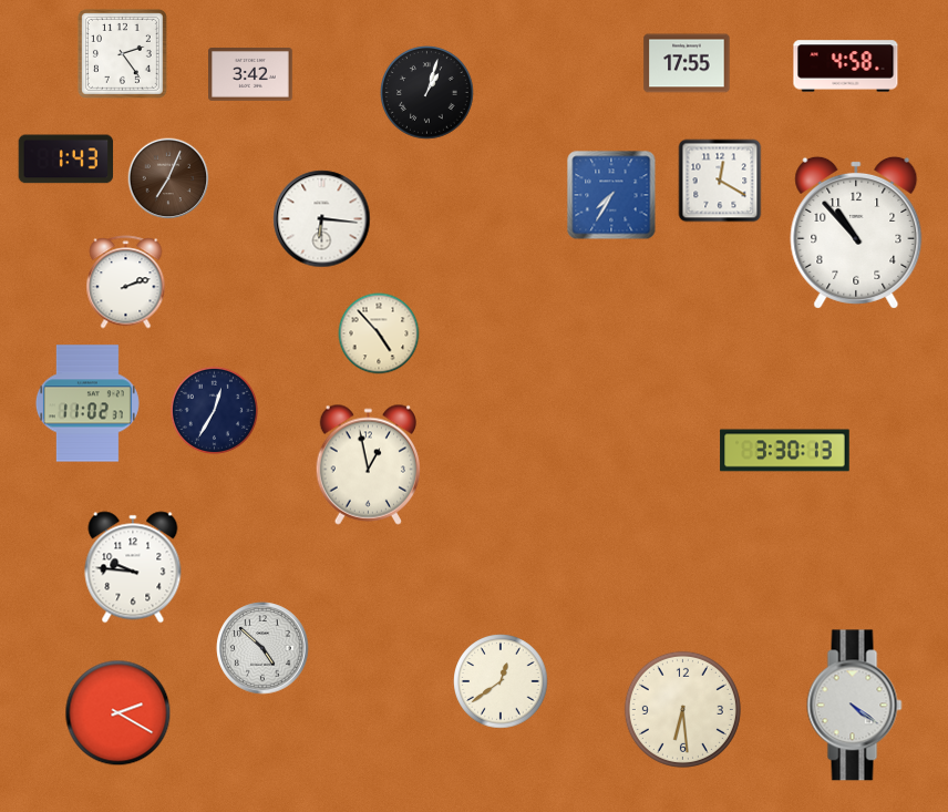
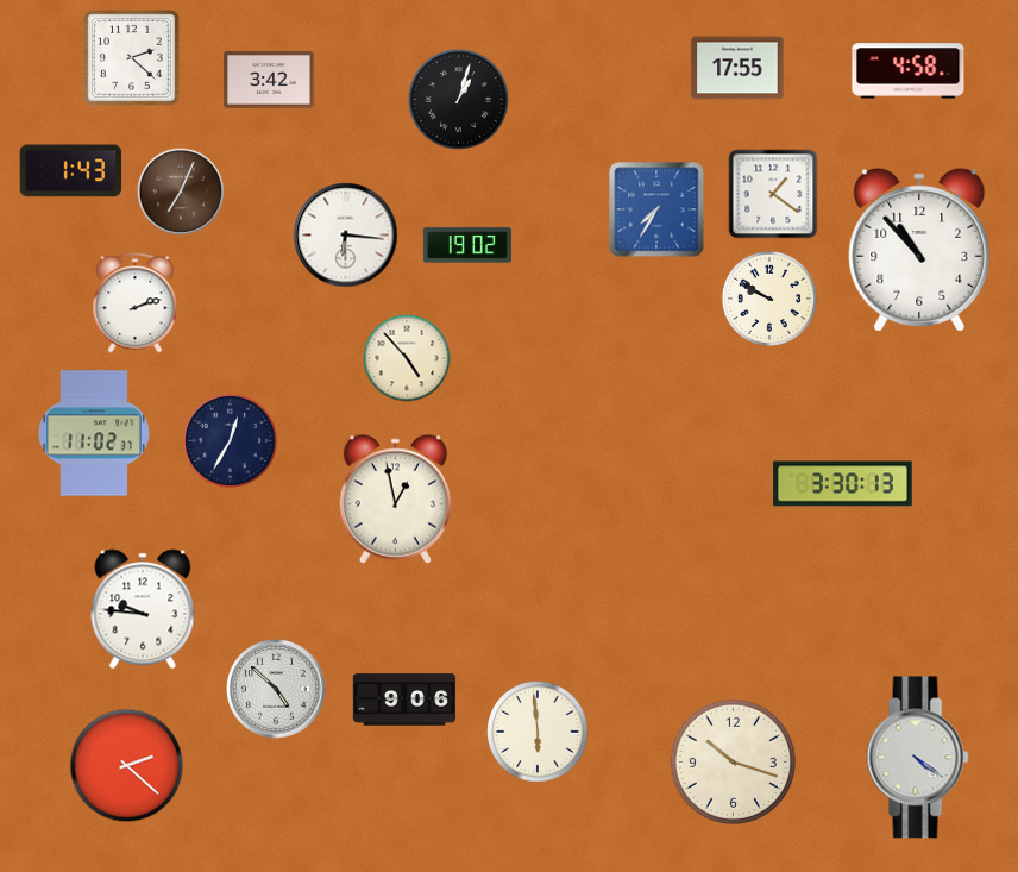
clock at (122, 53): 2:24 -> 2:22
clock at (720, 181): 12:20 -> 1:21
clock at (467, 245): none -> 19:02
clock at (768, 297): none -> 9:50
clock at (262, 648) position: (262, 648) -> (276, 689)
clock at (404, 700): none -> 9:06
clock at (501, 681): 12:39 -> 5:59
clock at (682, 709): 6:29 -> 10:18
clock at (118, 713): 2:20 -> 2:22
